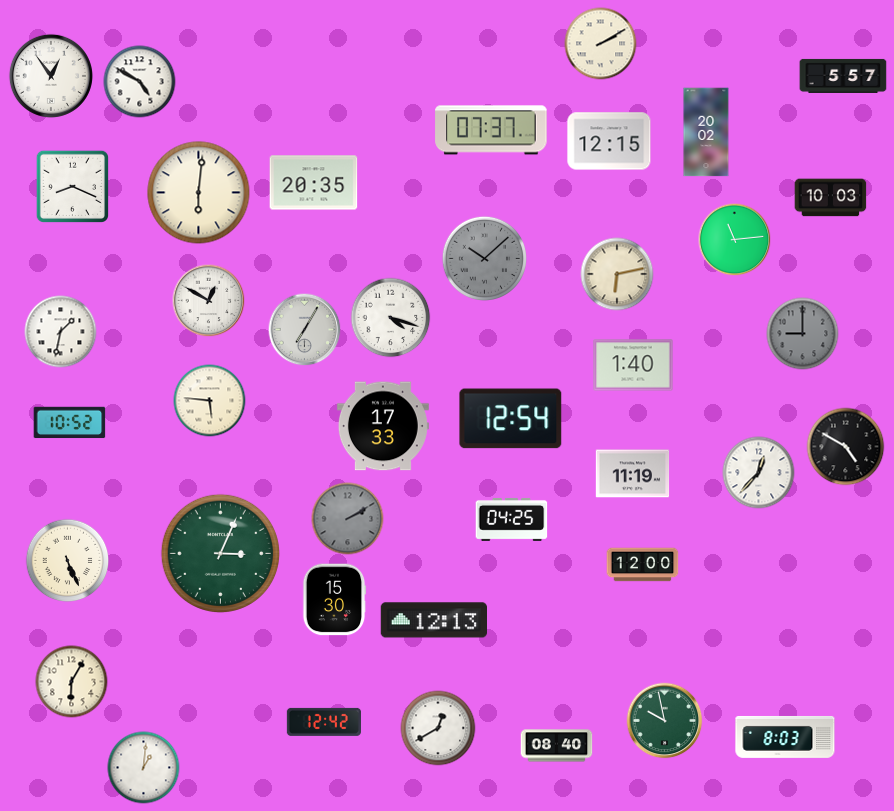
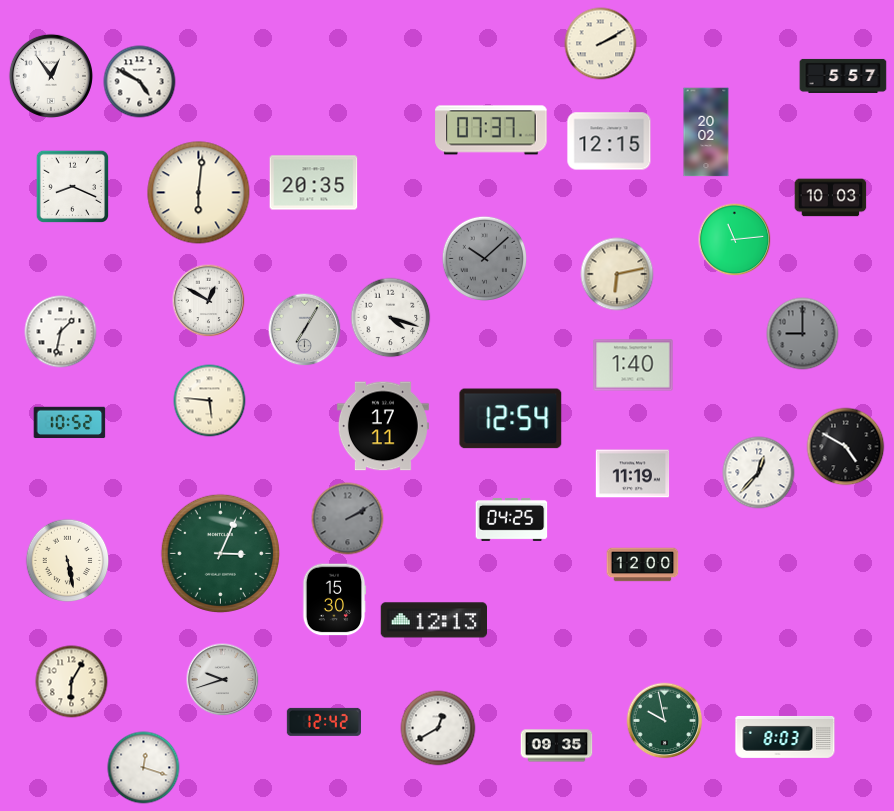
clock at (383, 426): 17:33 -> 17:11
clock at (68, 561): 5:26 -> 5:28
clock at (223, 680): none -> 9:42
clock at (557, 746): 08:40 -> 09:35
clock at (144, 768): 1:01 -> 12:18
